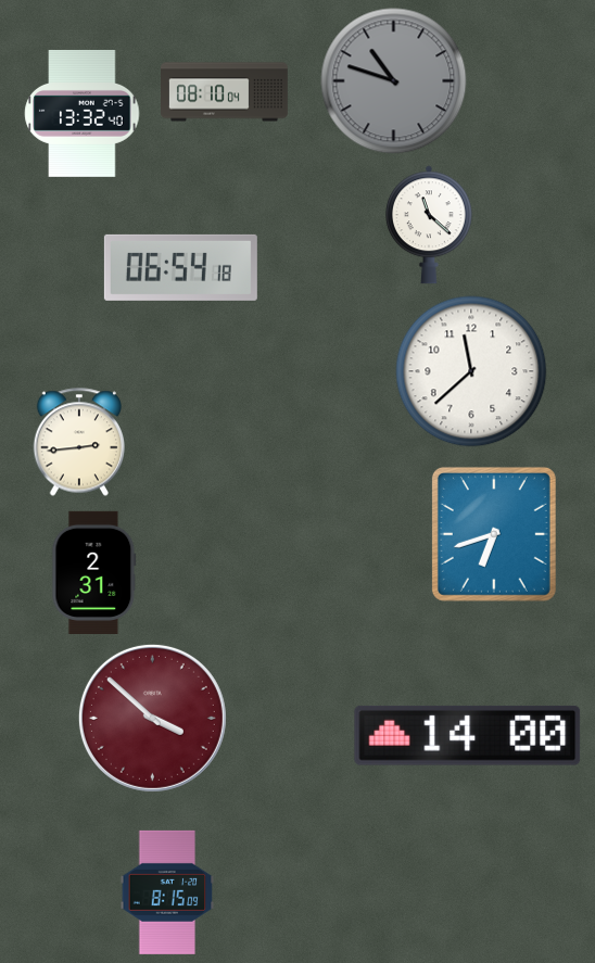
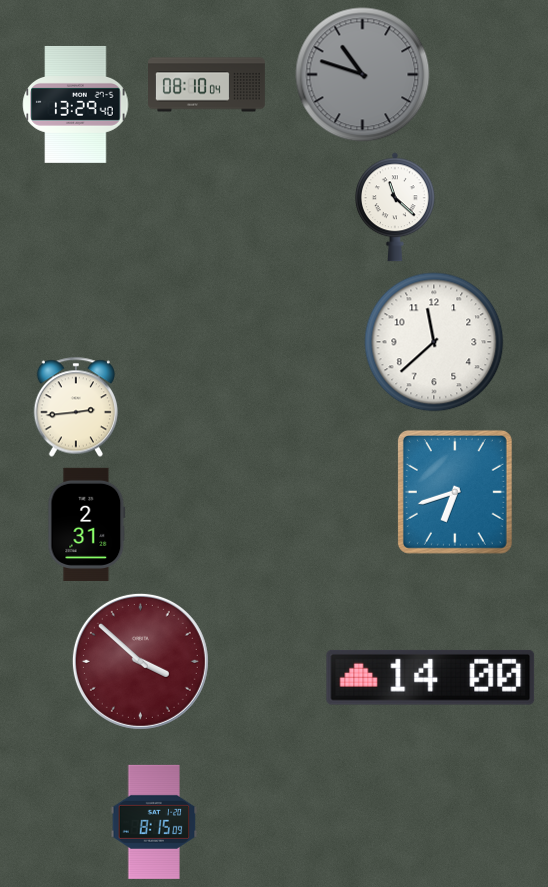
clock at (83, 113): 13:32 -> 13:29
clock at (180, 267): 06:54 -> none
clock at (78, 442) position: (78, 442) -> (75, 407)
clock at (94, 572) position: (94, 572) -> (87, 524)
